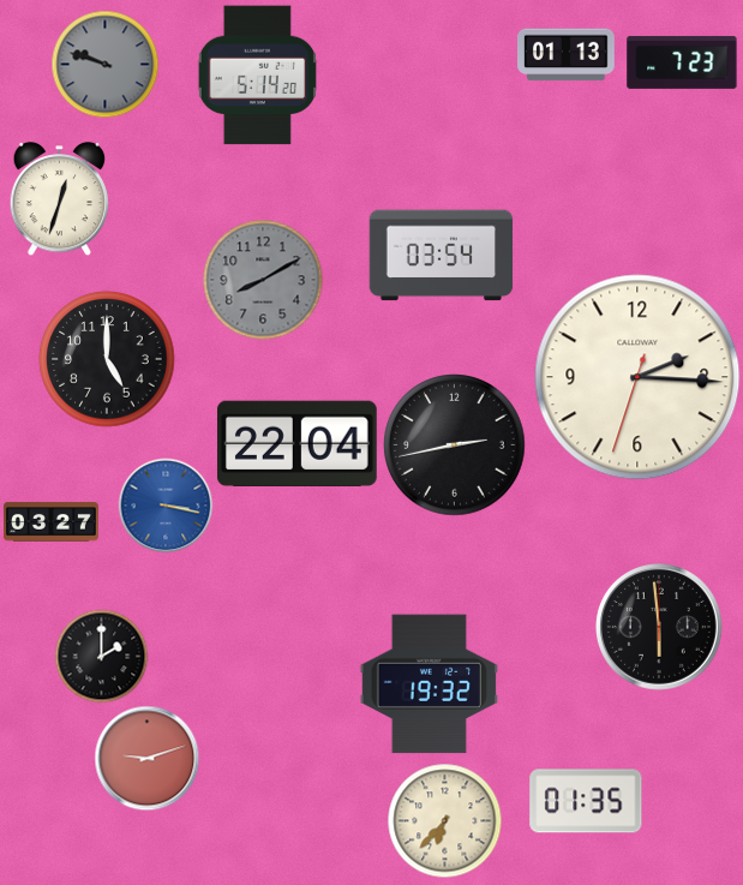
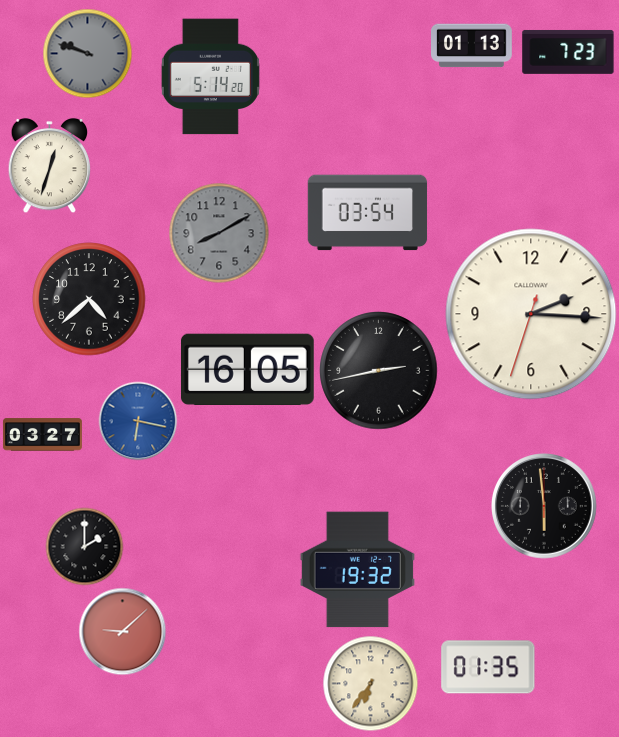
clock at (257, 76) position: (257, 76) -> (210, 77)
clock at (107, 359): 5:00 -> 4:38
clock at (296, 443): 22:04 -> 16:05
clock at (166, 506): 3:17 -> 6:17
clock at (660, 628) position: (660, 628) -> (545, 507)
clock at (146, 758): 9:12 -> 9:08
clock at (444, 820): 6:37 -> 6:36
